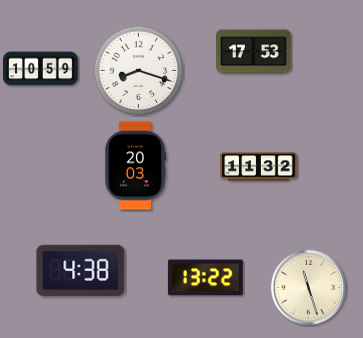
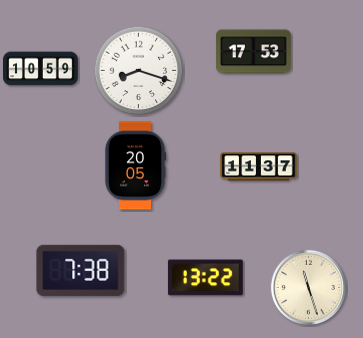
clock at (135, 166): 20:03 -> 20:05
clock at (259, 167): 11:32 -> 11:37
clock at (81, 270): 4:38 -> 7:38
